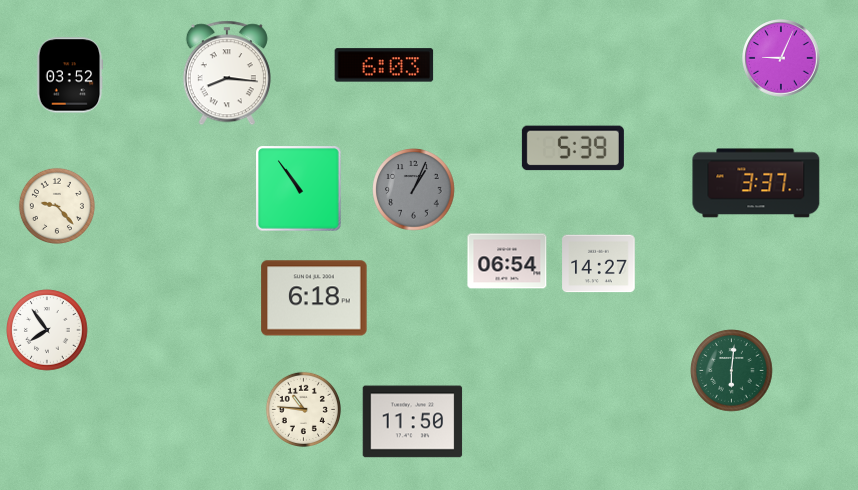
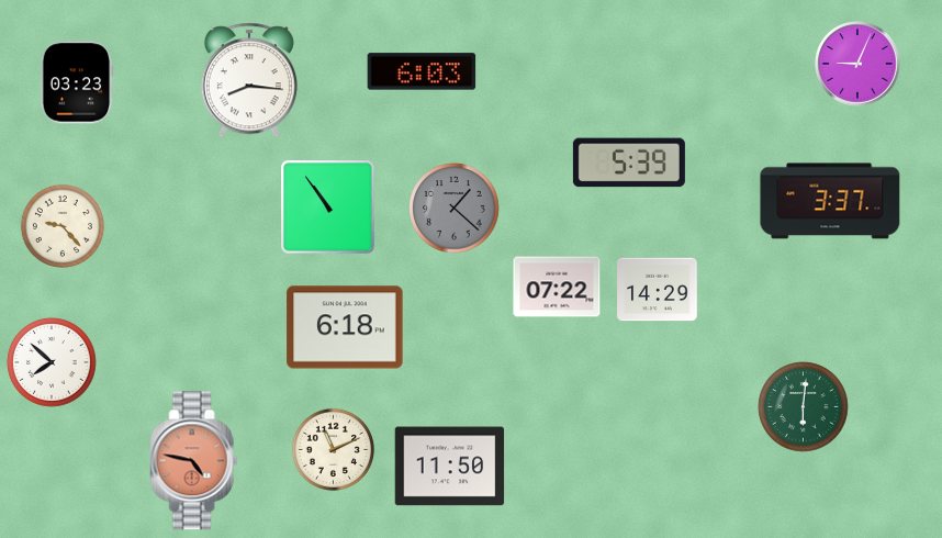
clock at (70, 75): 03:52 -> 03:23
clock at (414, 190): 1:04 -> 1:22
clock at (507, 261): 06:54 -> 07:22
clock at (599, 264): 14:27 -> 14:29
clock at (47, 330): 7:54 -> 7:52
clock at (303, 409): 10:46 -> 11:11
clock at (194, 461): none -> 4:47
clock at (413, 422) position: (413, 422) -> (450, 467)
